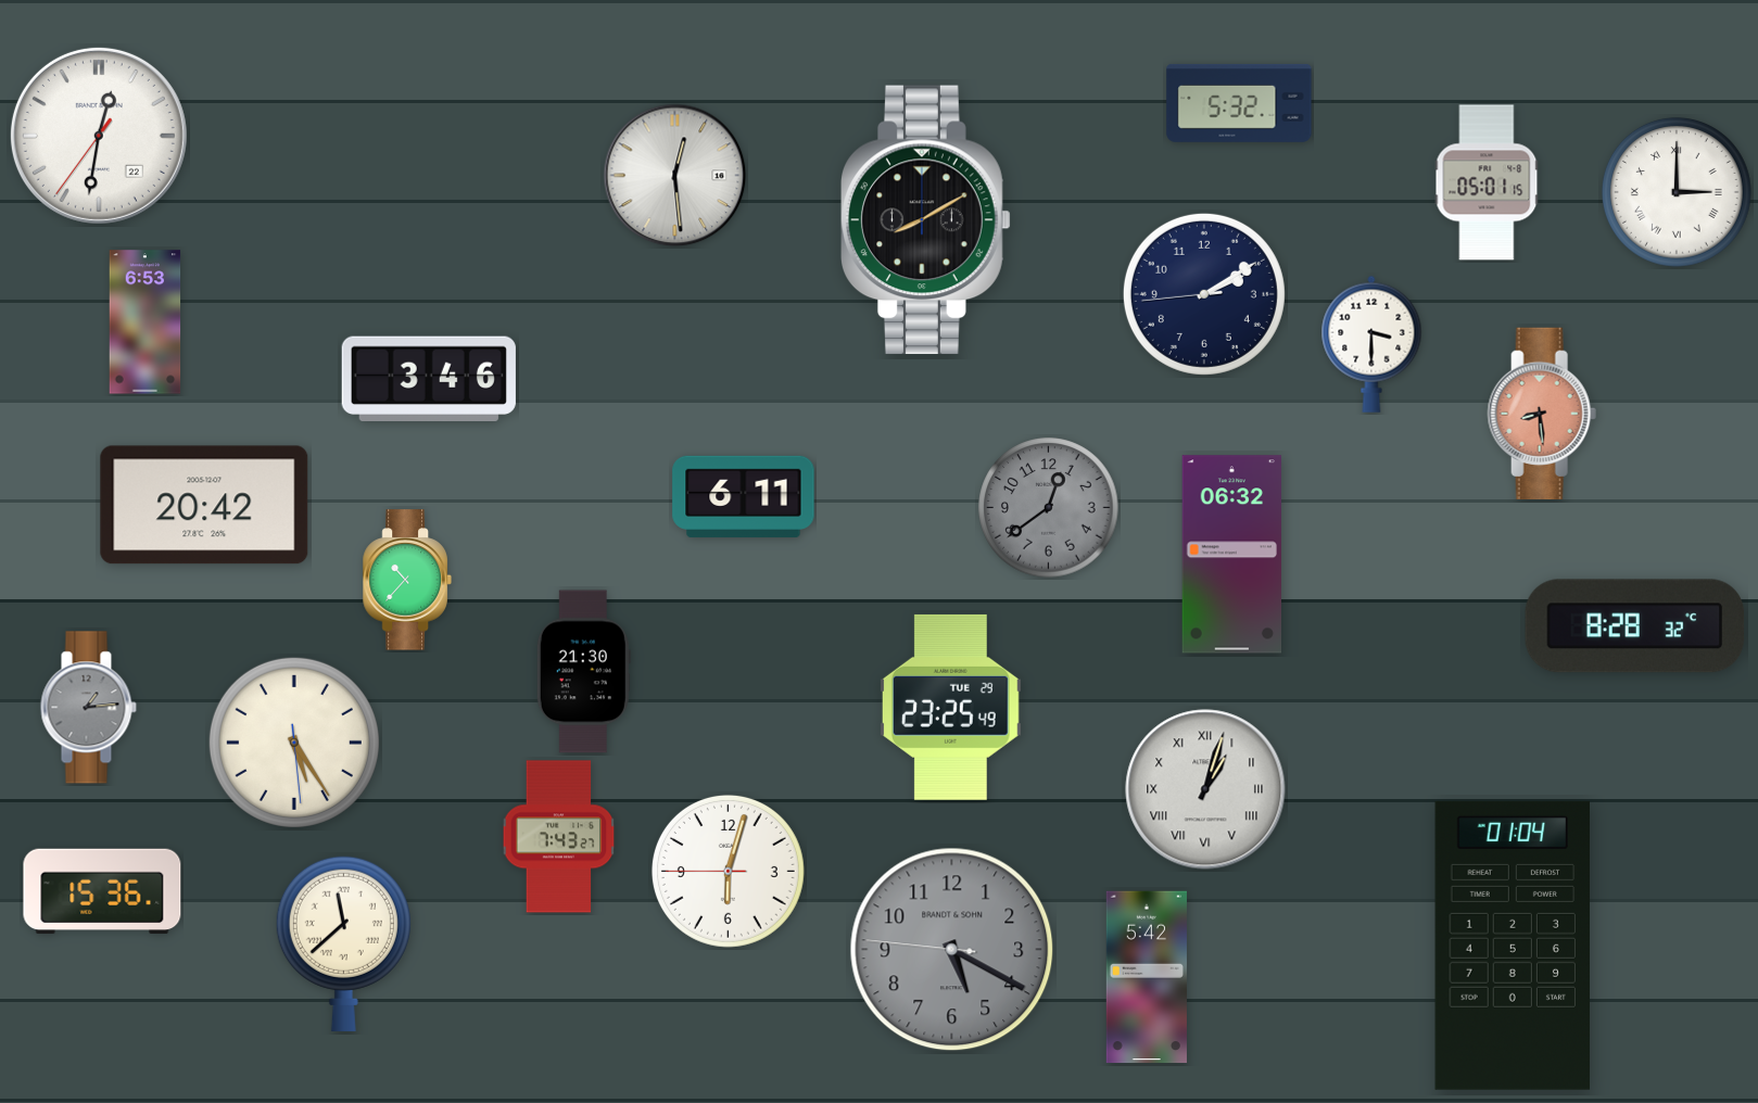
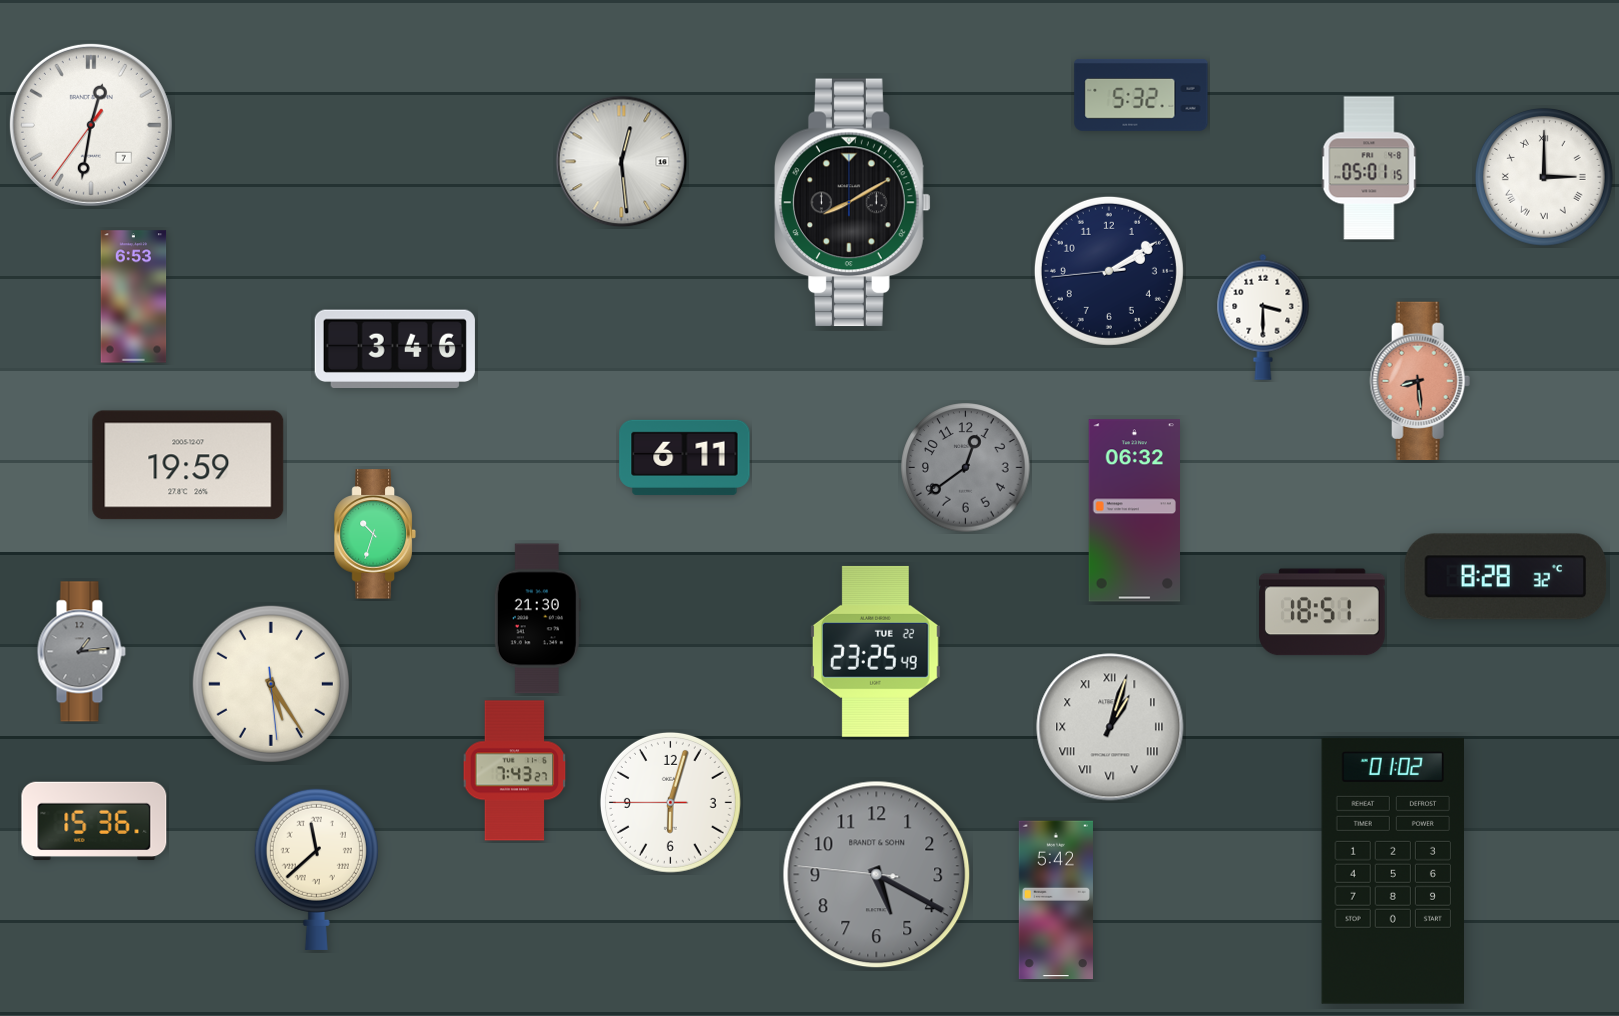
clock at (99, 136) date: 22 -> 7
clock at (204, 505): 20:42 -> 19:59
clock at (407, 580): 10:37 -> 10:33
clock at (1323, 612): none -> 18:51
clock at (950, 707) date: TUE 29 -> TUE 22
clock at (1512, 946): 01:04 -> 01:02
